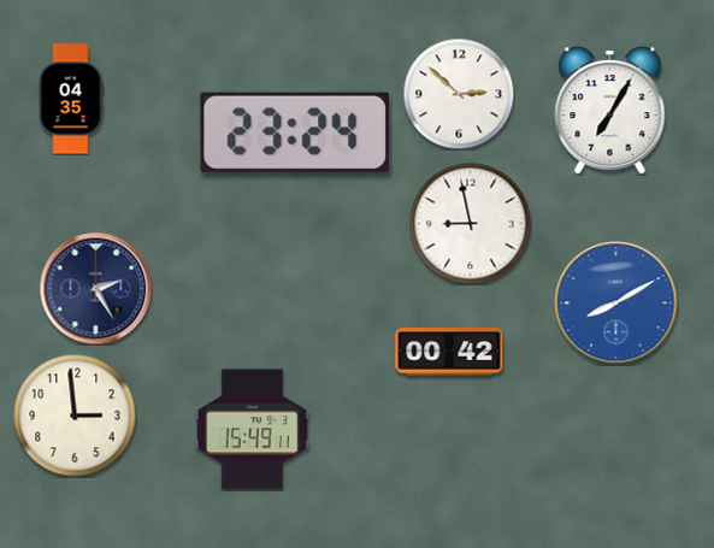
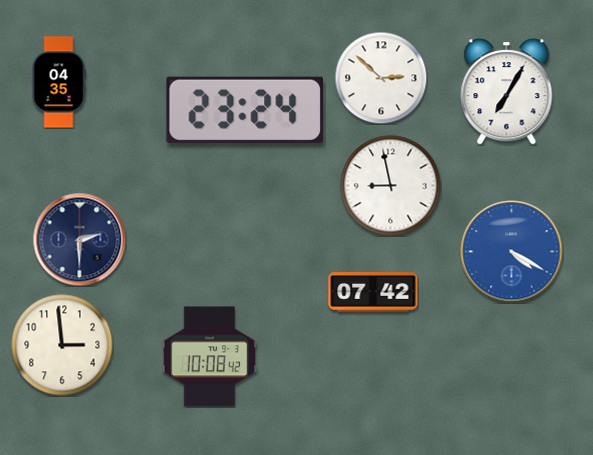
clock at (95, 288): 2:25 -> 2:30
clock at (616, 304): 8:10 -> 4:20
clock at (449, 352): 00:42 -> 07:42
clock at (253, 430): 15:49 -> 10:08
